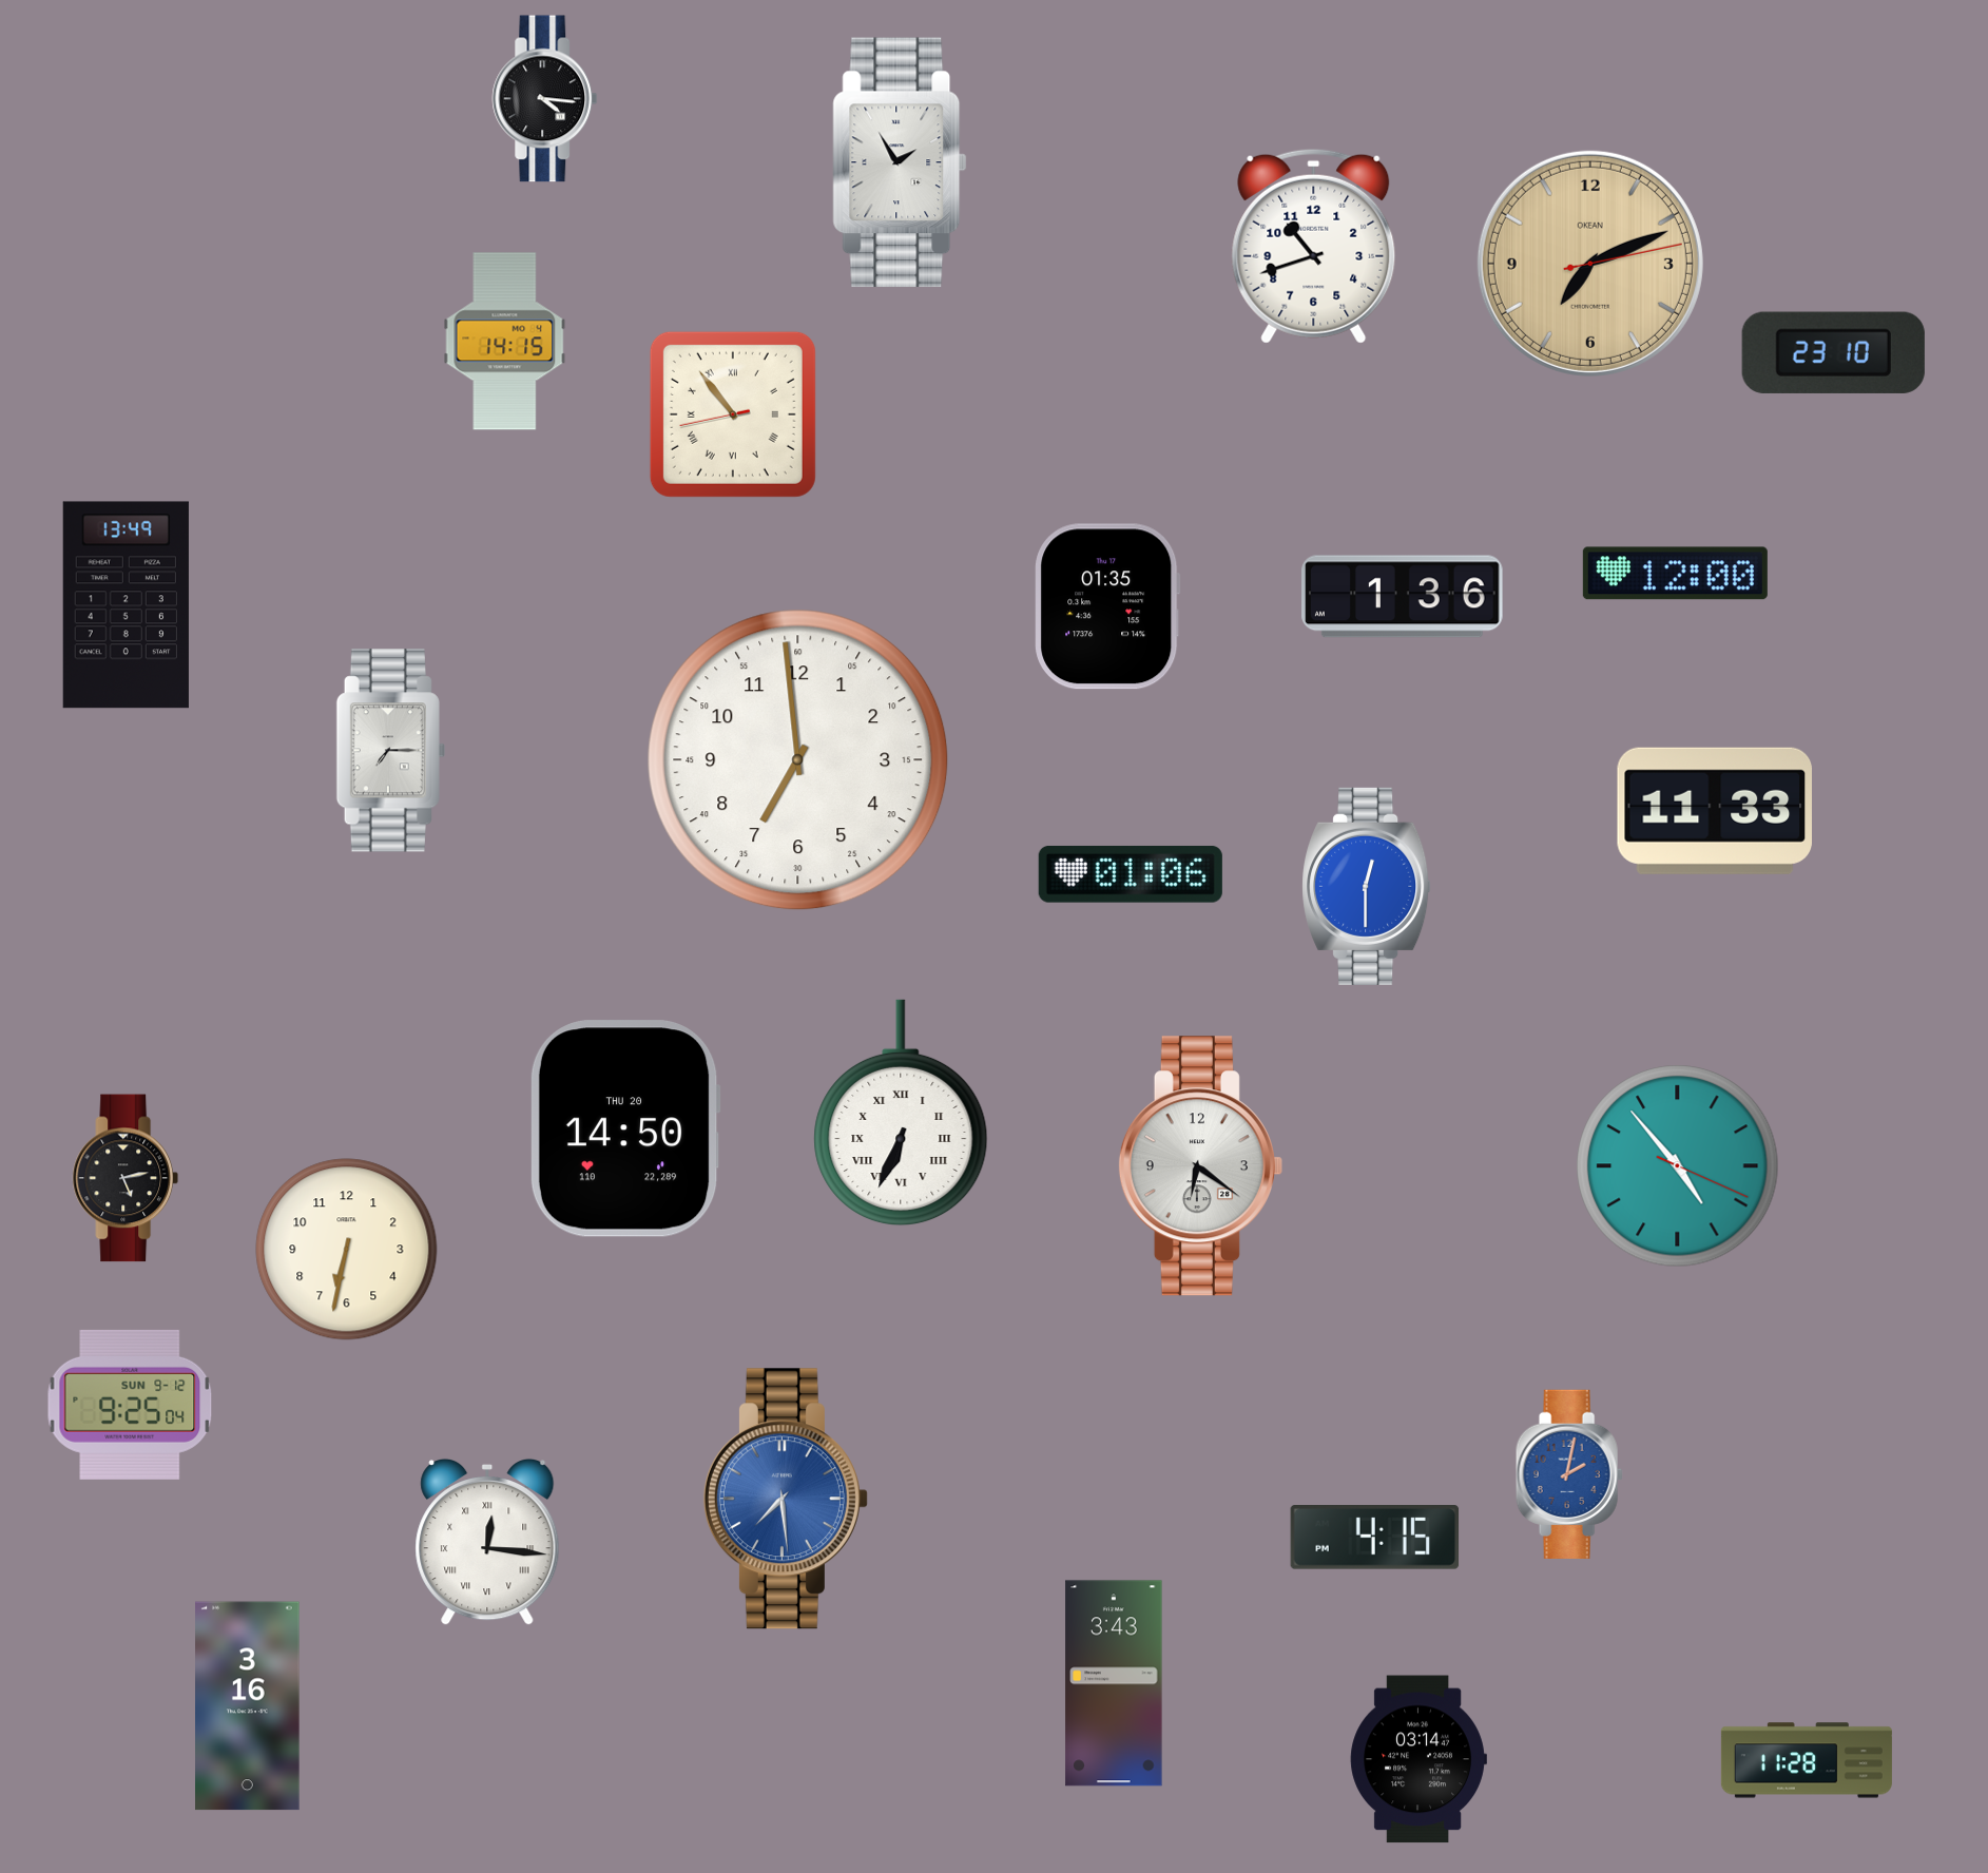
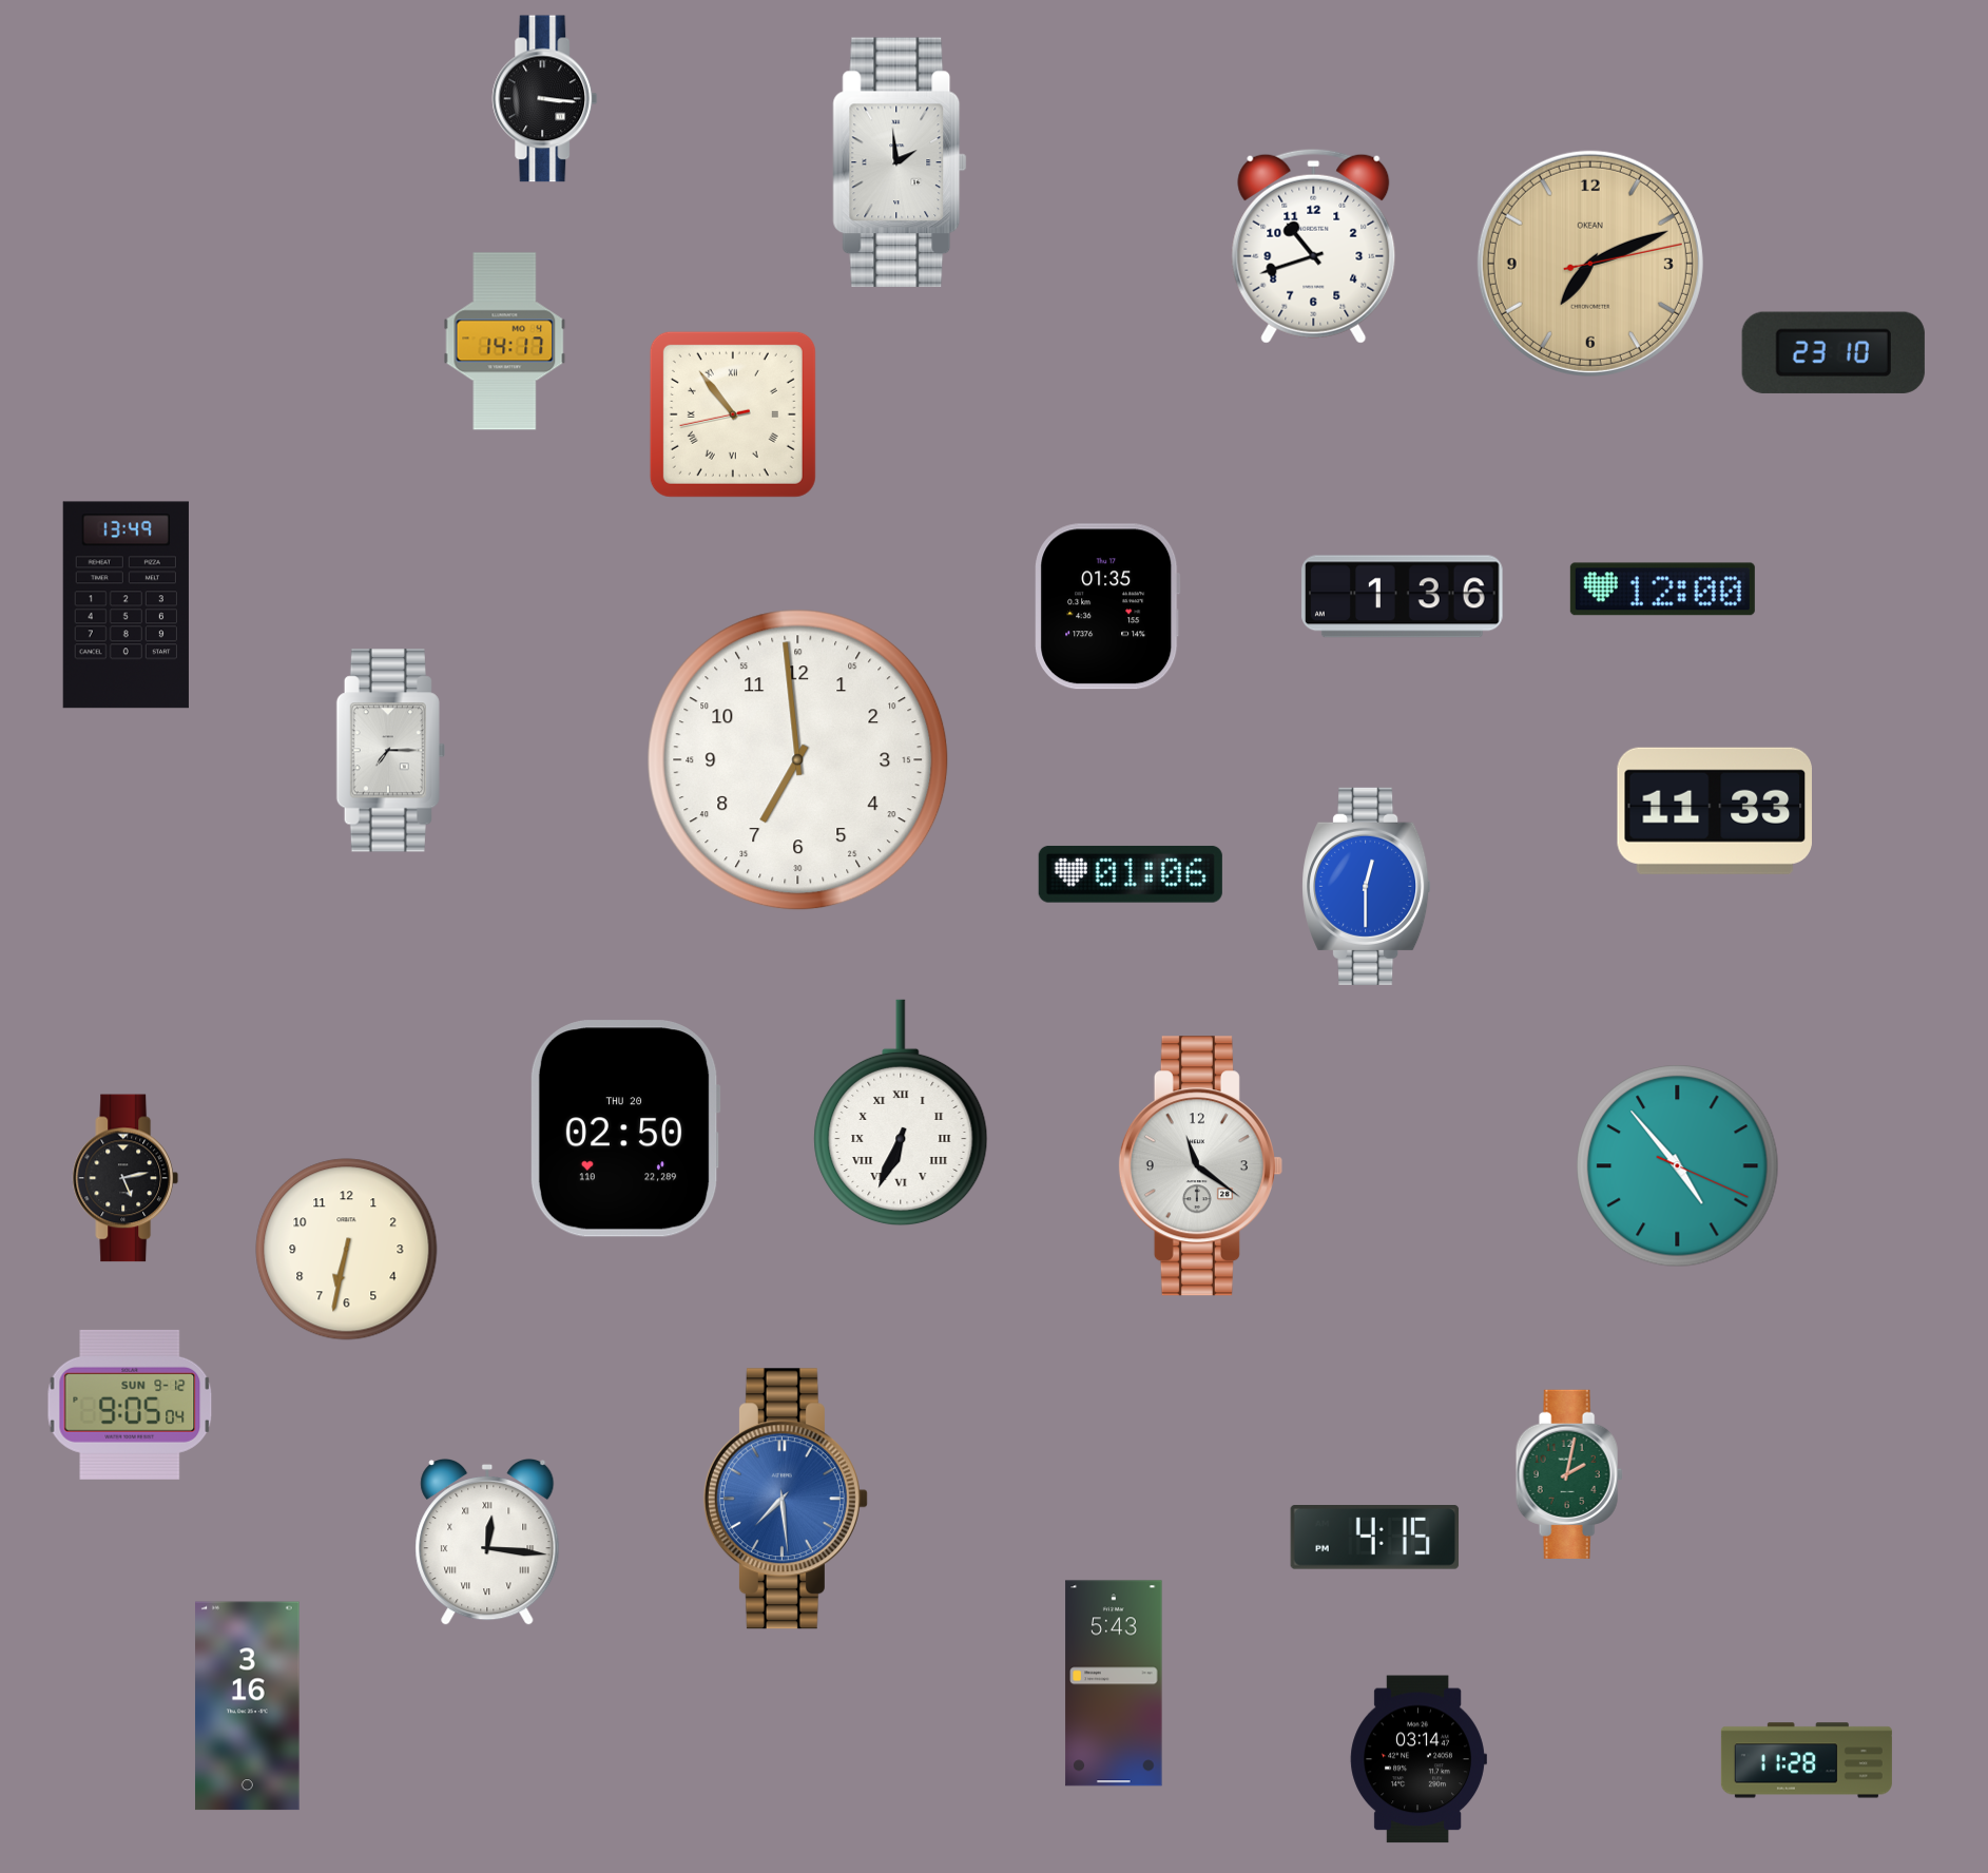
clock at (545, 99): 4:16 -> 3:16
clock at (900, 162): 1:55 -> 1:59
clock at (505, 342): 14:15 -> 14:17
clock at (1675, 574) position: (1675, 574) -> (1662, 590)
clock at (625, 1128): 14:50 -> 02:50
clock at (1200, 1166): 6:21 -> 11:21
clock at (130, 1405): 9:25 -> 9:05
clock at (1569, 1474) dial: blue -> green
clock at (1114, 1683): 3:43 -> 5:43
